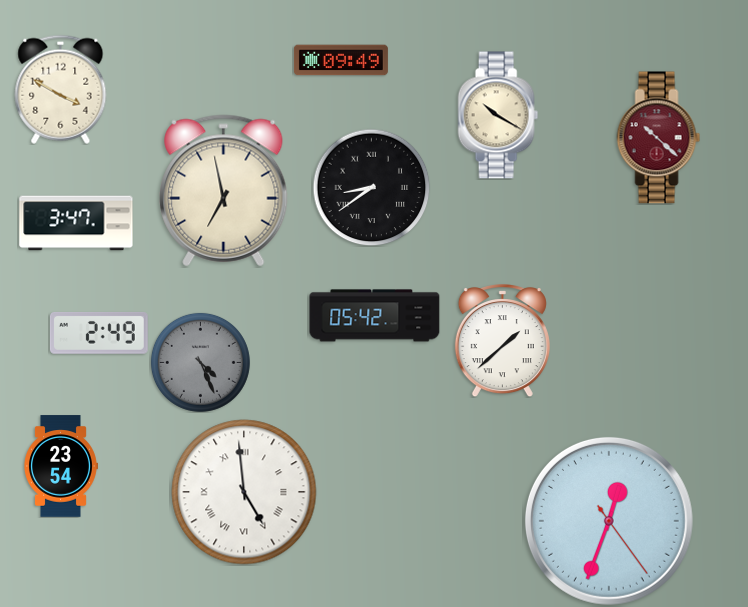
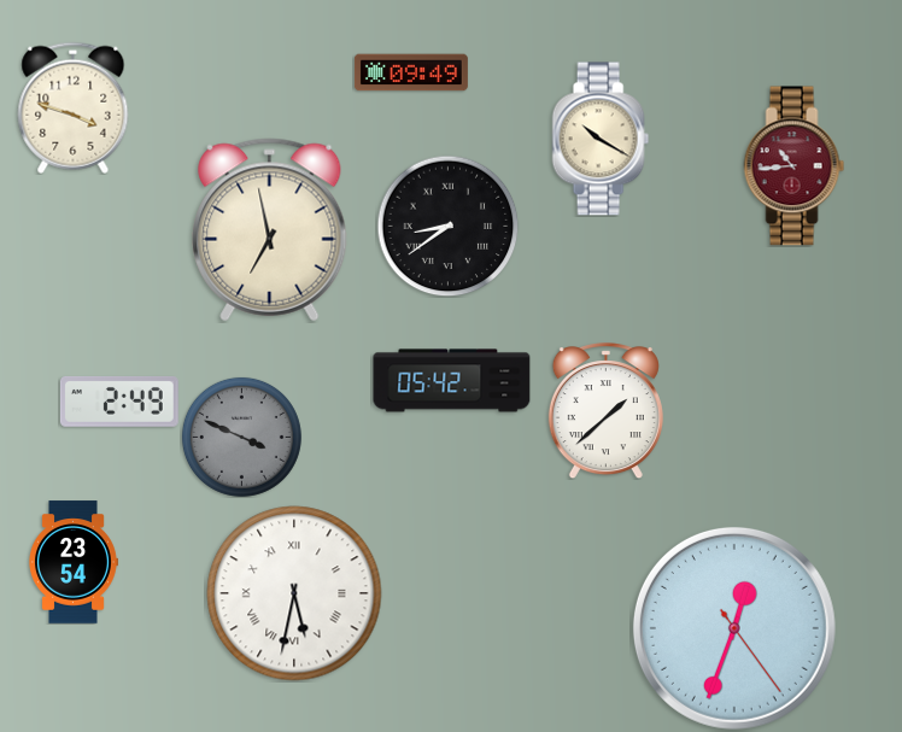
clock at (61, 89): 3:50 -> 3:48
clock at (659, 138): 10:22 -> 10:44
clock at (76, 223): 3:47 -> none
clock at (200, 362): 4:26 -> 3:49
clock at (244, 492): 4:59 -> 5:32
